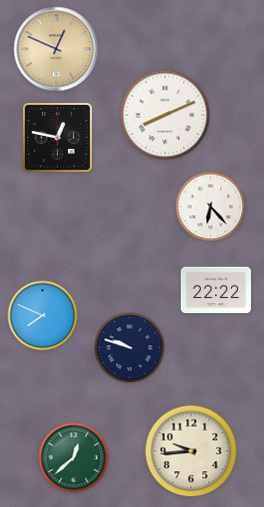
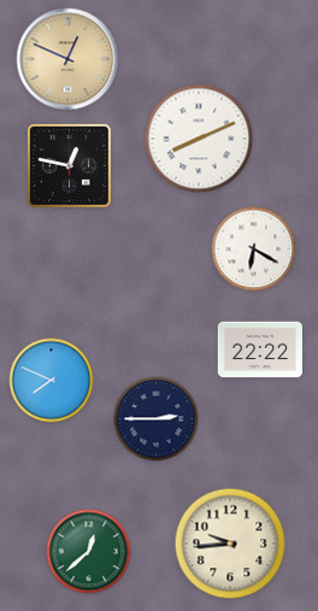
clock at (211, 207): 6:23 -> 6:20
clock at (130, 348): 9:48 -> 2:45
